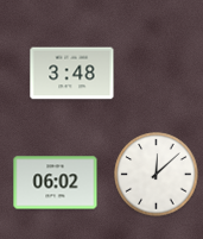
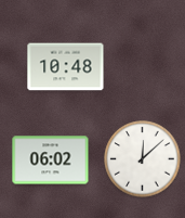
clock at (72, 74): 3:48 -> 10:48
clock at (56, 183) position: (56, 183) -> (51, 161)
